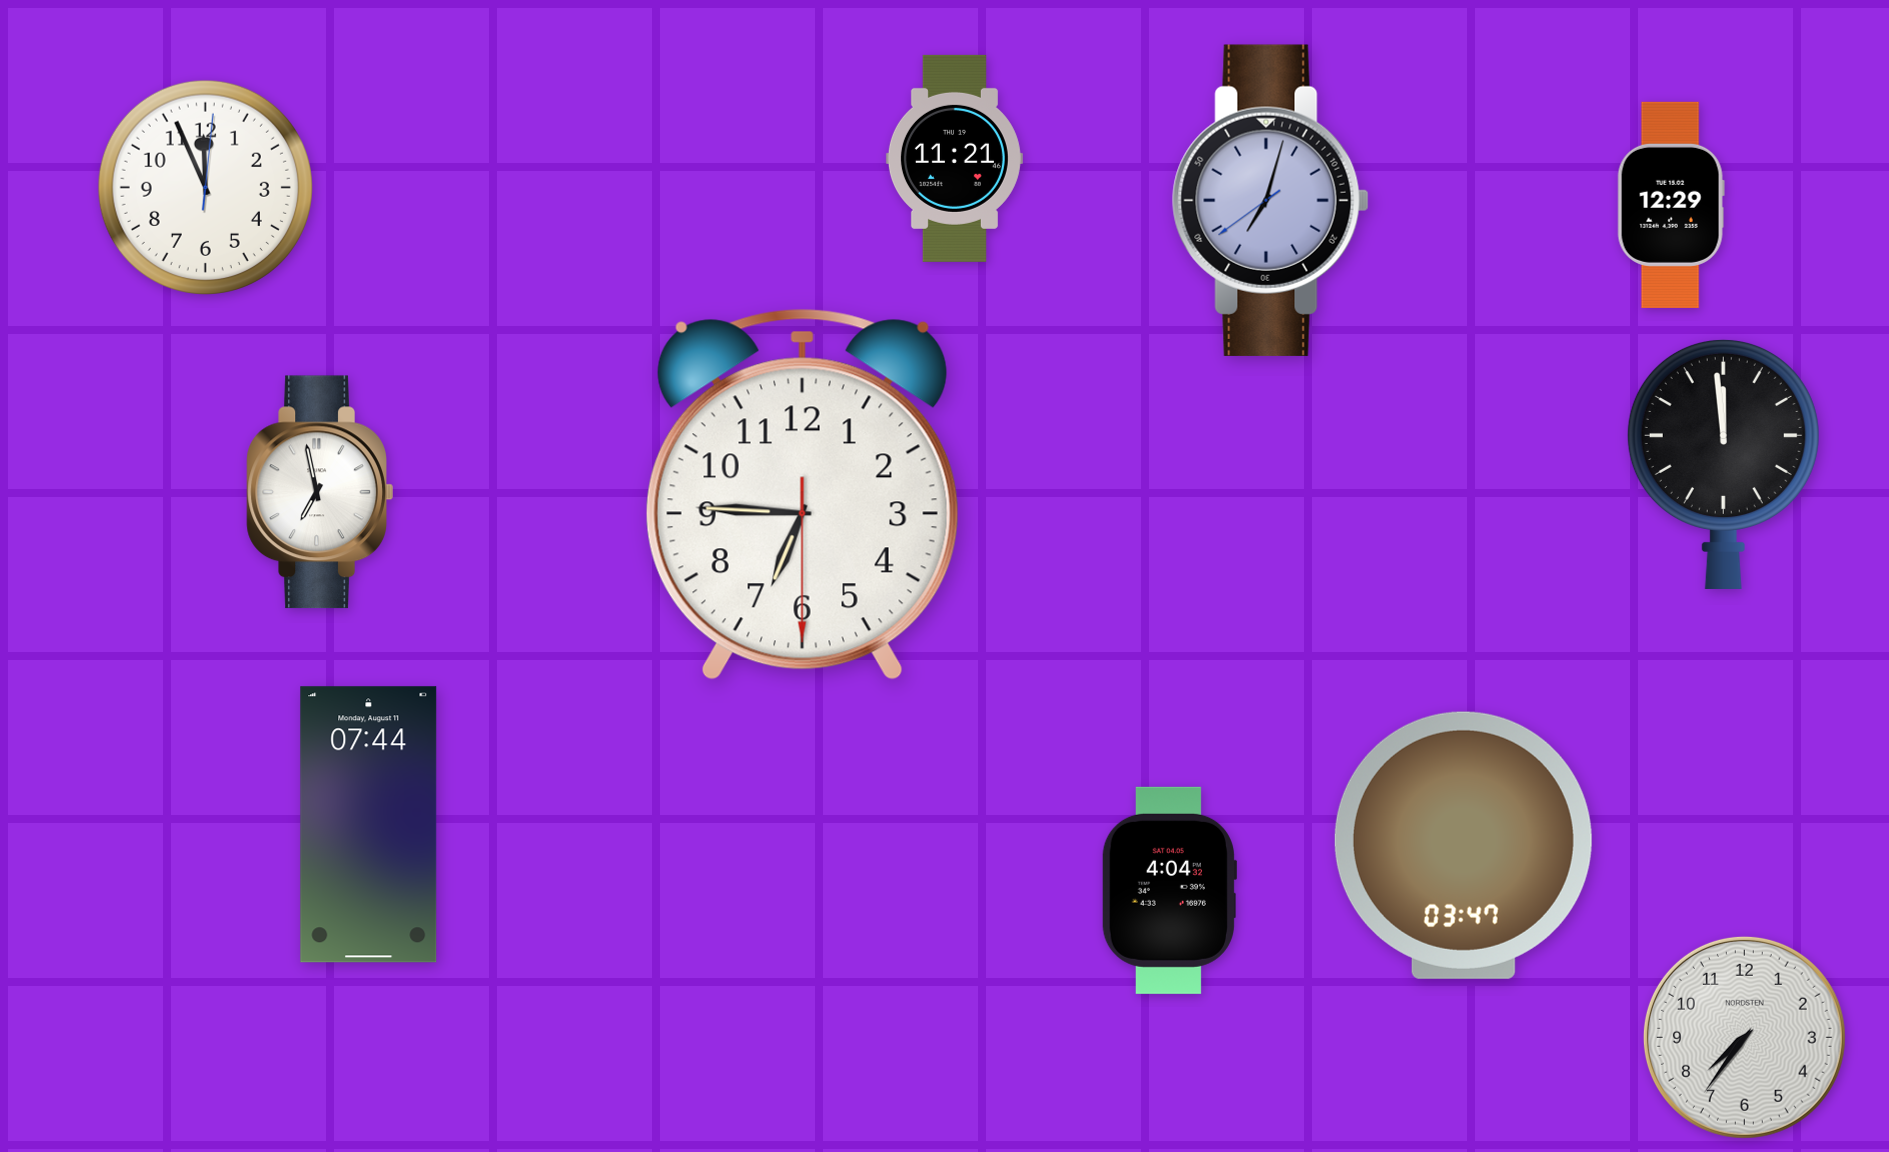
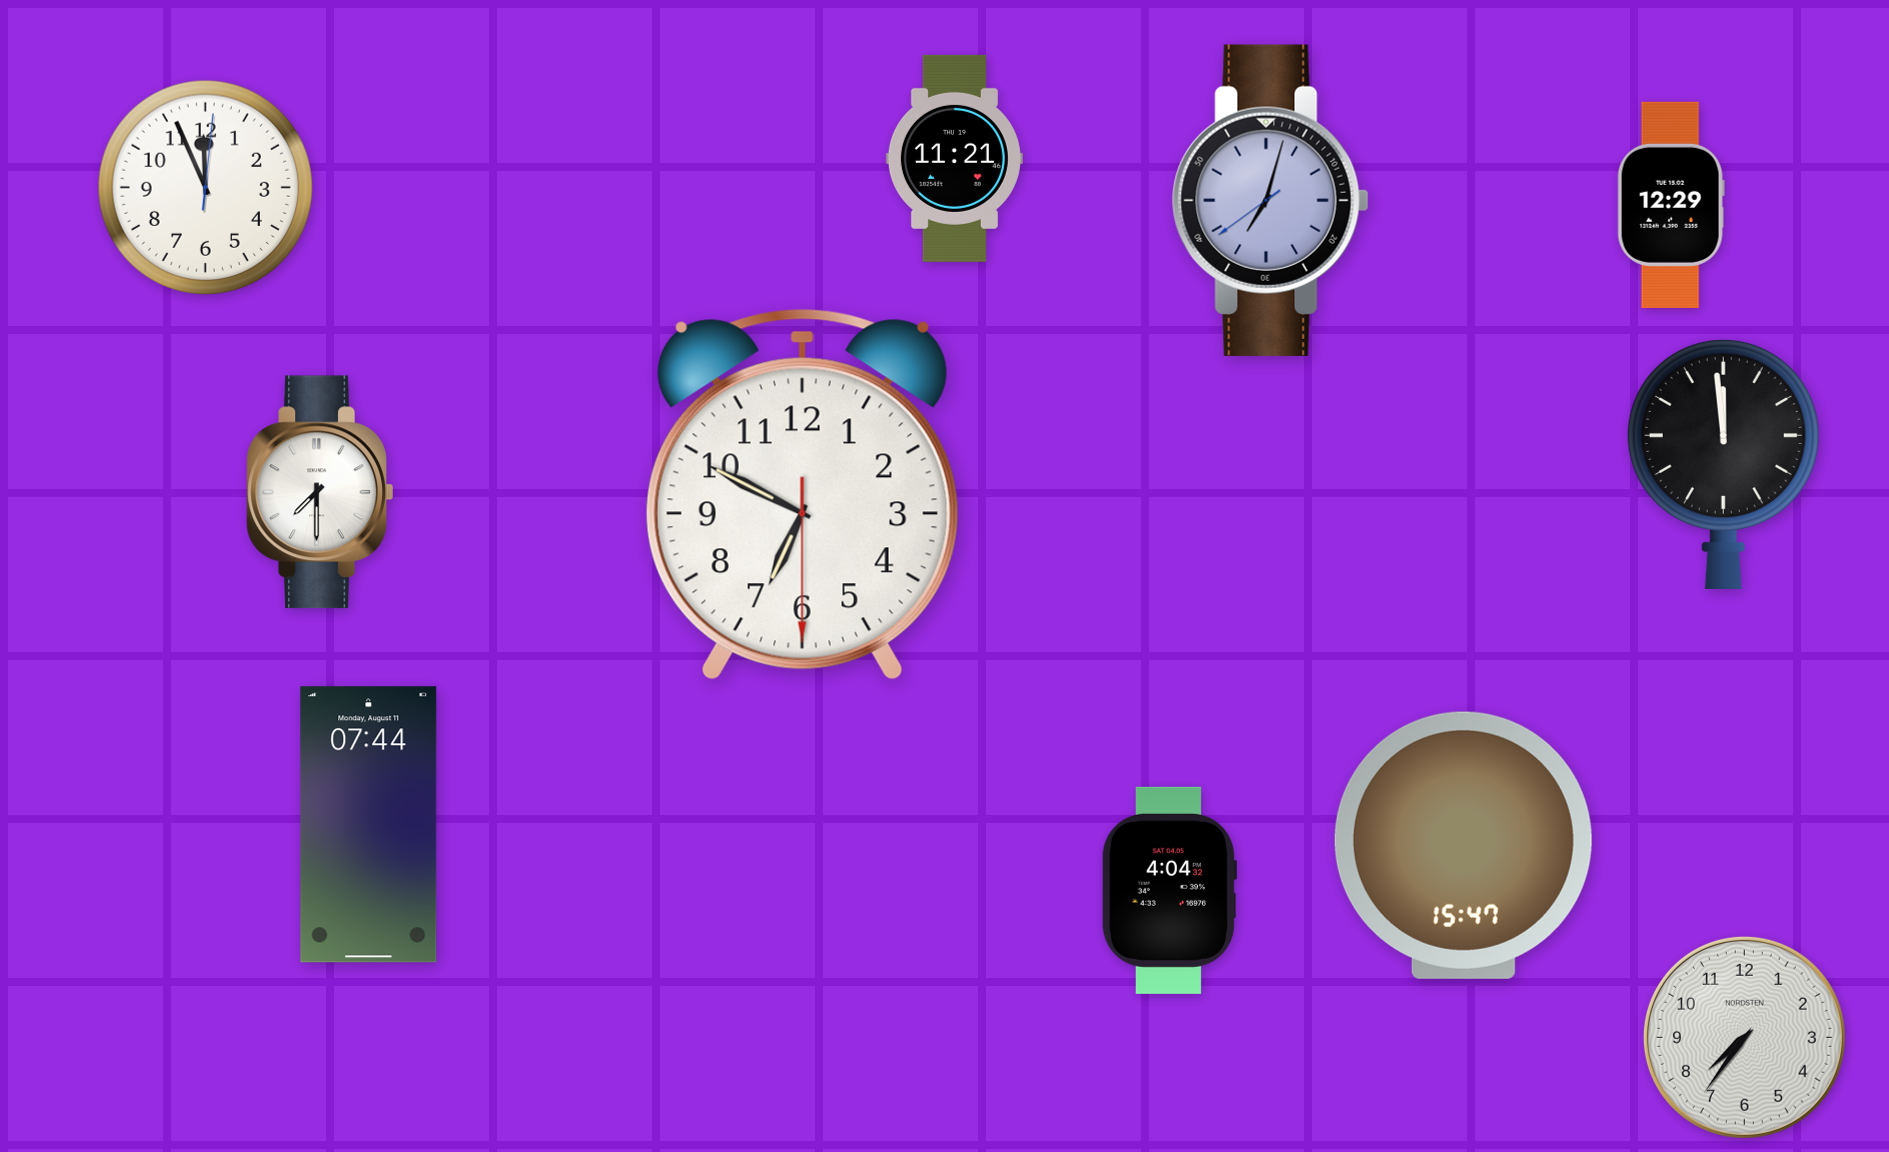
clock at (320, 492): 6:58 -> 7:30
clock at (802, 494): 6:45 -> 6:49
clock at (1463, 845): 03:47 -> 15:47
